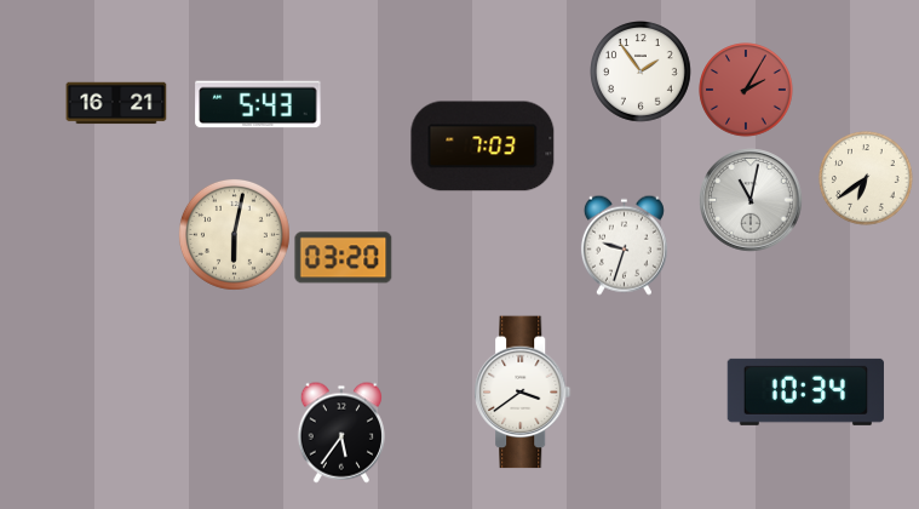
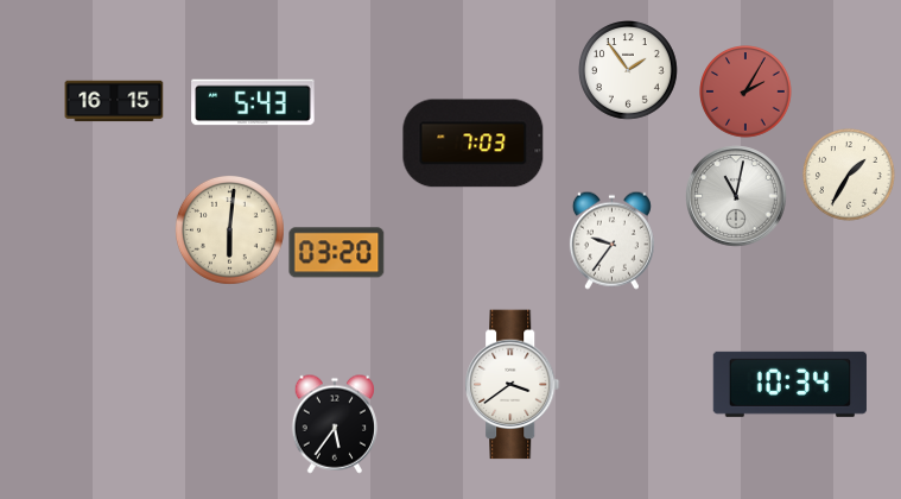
clock at (746, 90) position: (746, 90) -> (745, 91)
clock at (116, 103): 16:21 -> 16:15
clock at (866, 178): 6:39 -> 1:35
clock at (234, 234): 6:02 -> 6:01
clock at (624, 245): 9:33 -> 9:36
